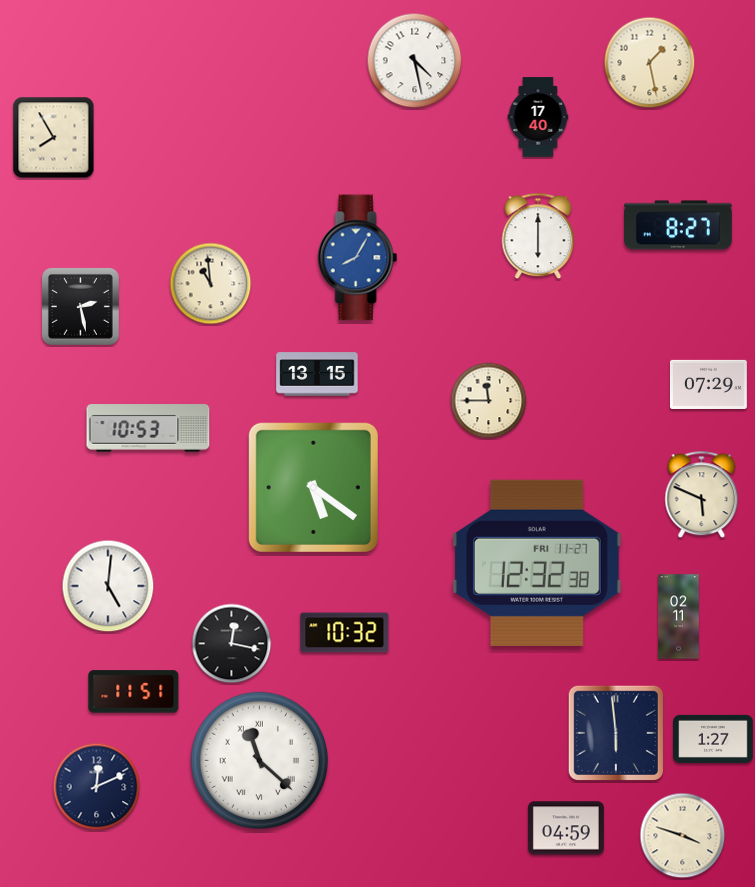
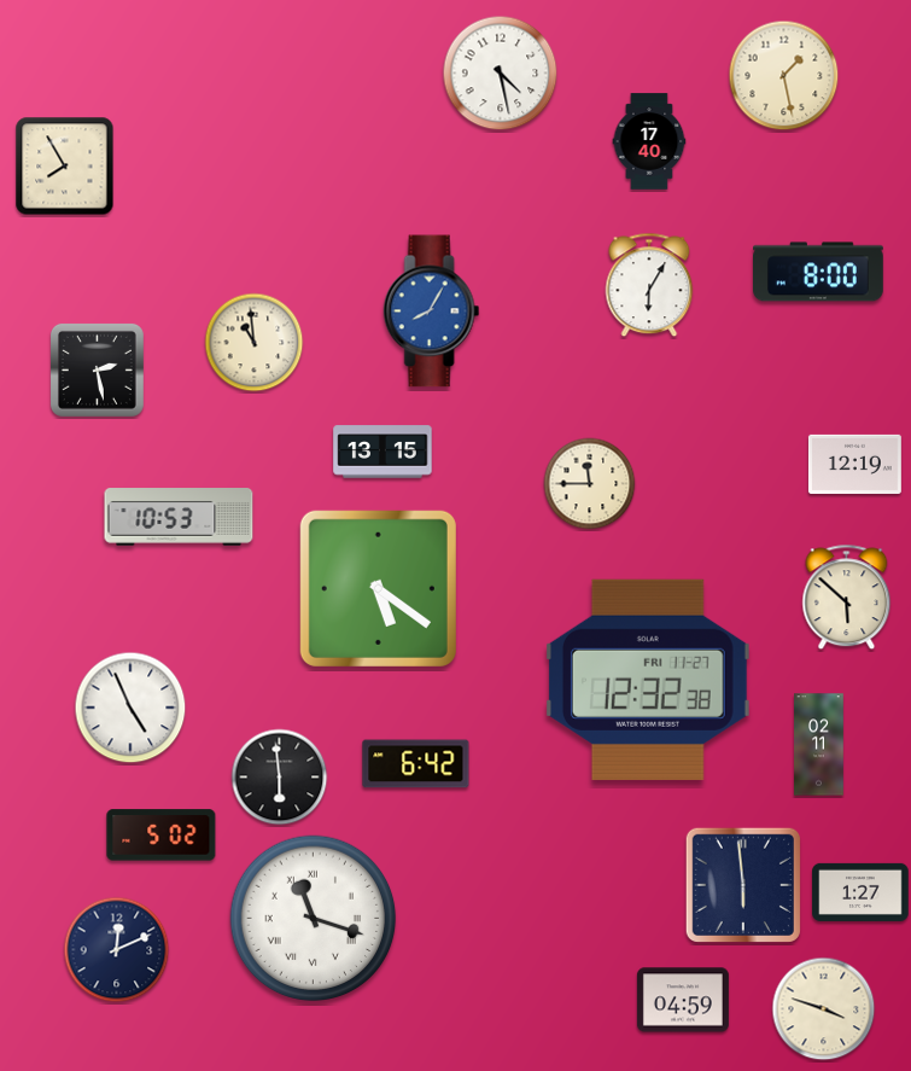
clock at (679, 225): 8:27 -> 8:00
clock at (538, 236): 6:00 -> 6:05
clock at (708, 384): 07:29 -> 12:19
clock at (702, 495): 5:49 -> 5:52
clock at (108, 586): 5:01 -> 4:56
clock at (345, 633): 10:32 -> 6:42
clock at (232, 644): 12:17 -> 5:59
clock at (134, 692): 11:51 -> 5:02
clock at (260, 761): 11:22 -> 11:18
